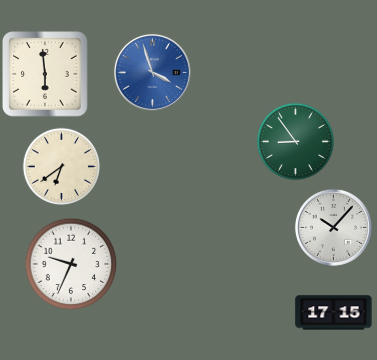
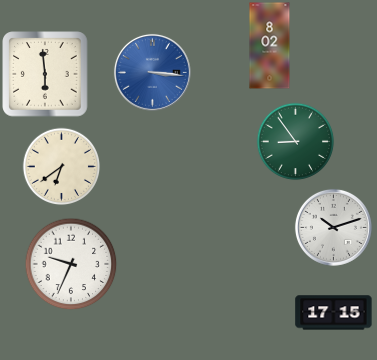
clock at (270, 46): none -> 8:02
clock at (152, 72): 3:57 -> 3:16
clock at (333, 227): 10:07 -> 10:12
